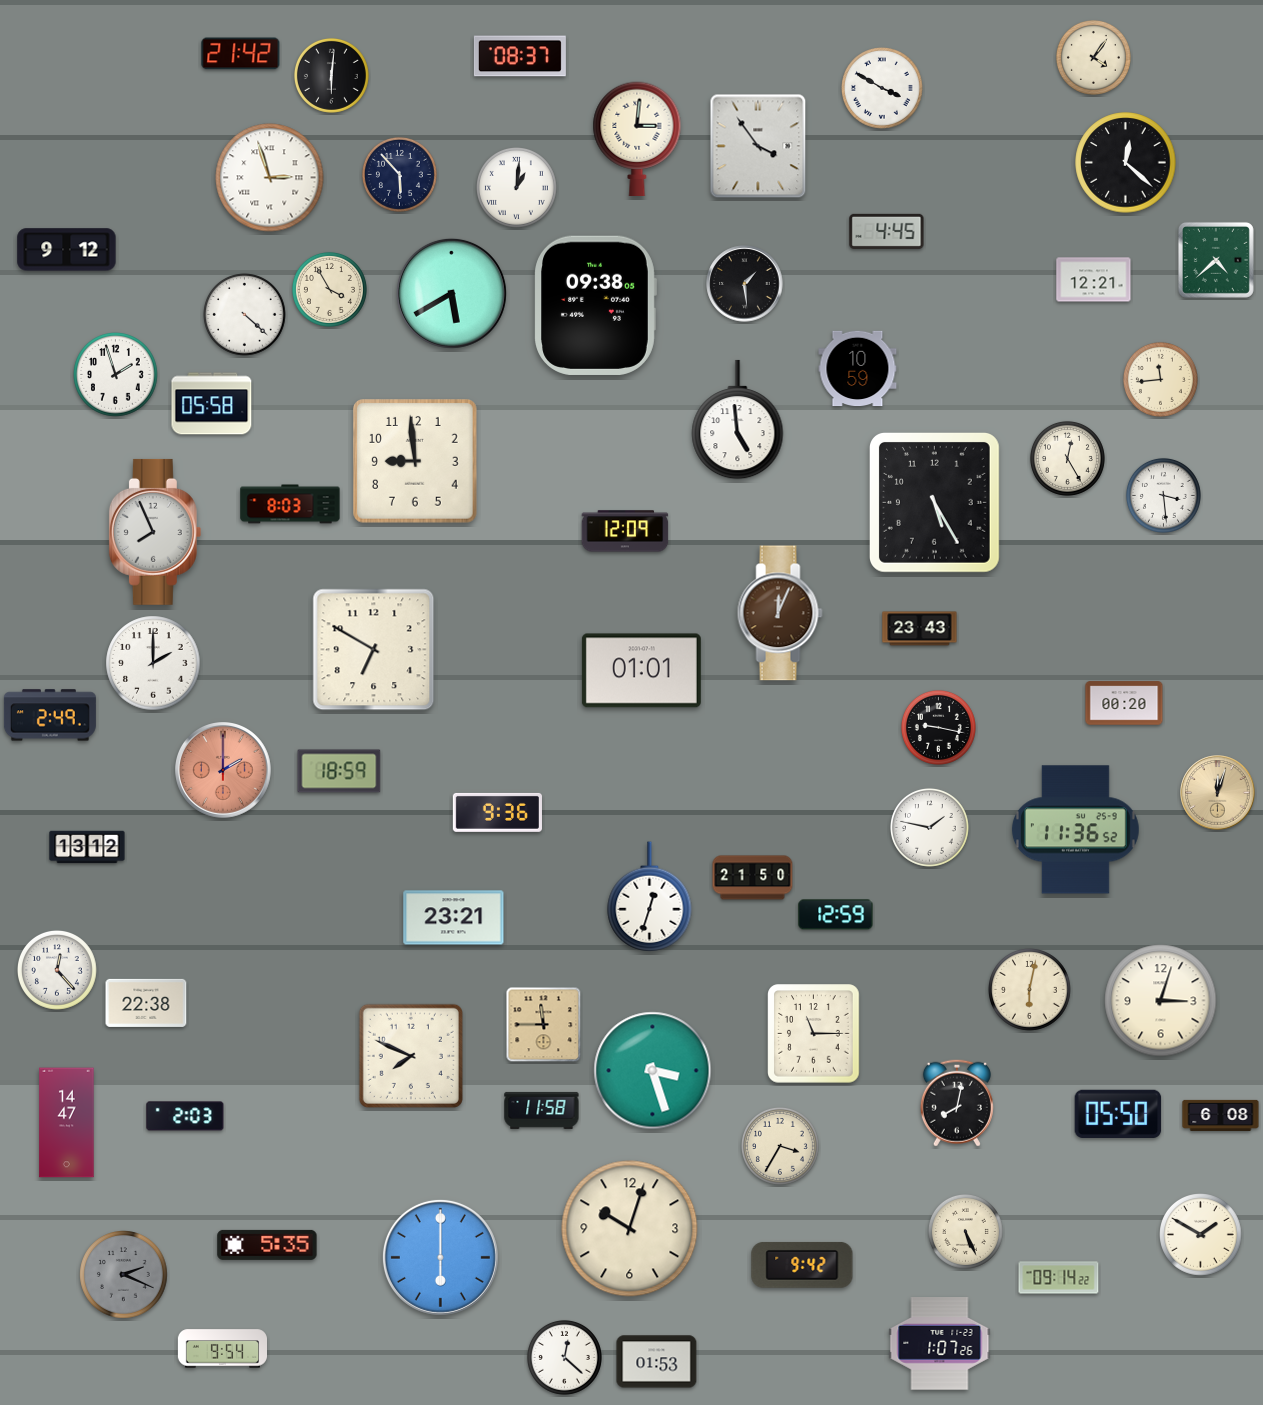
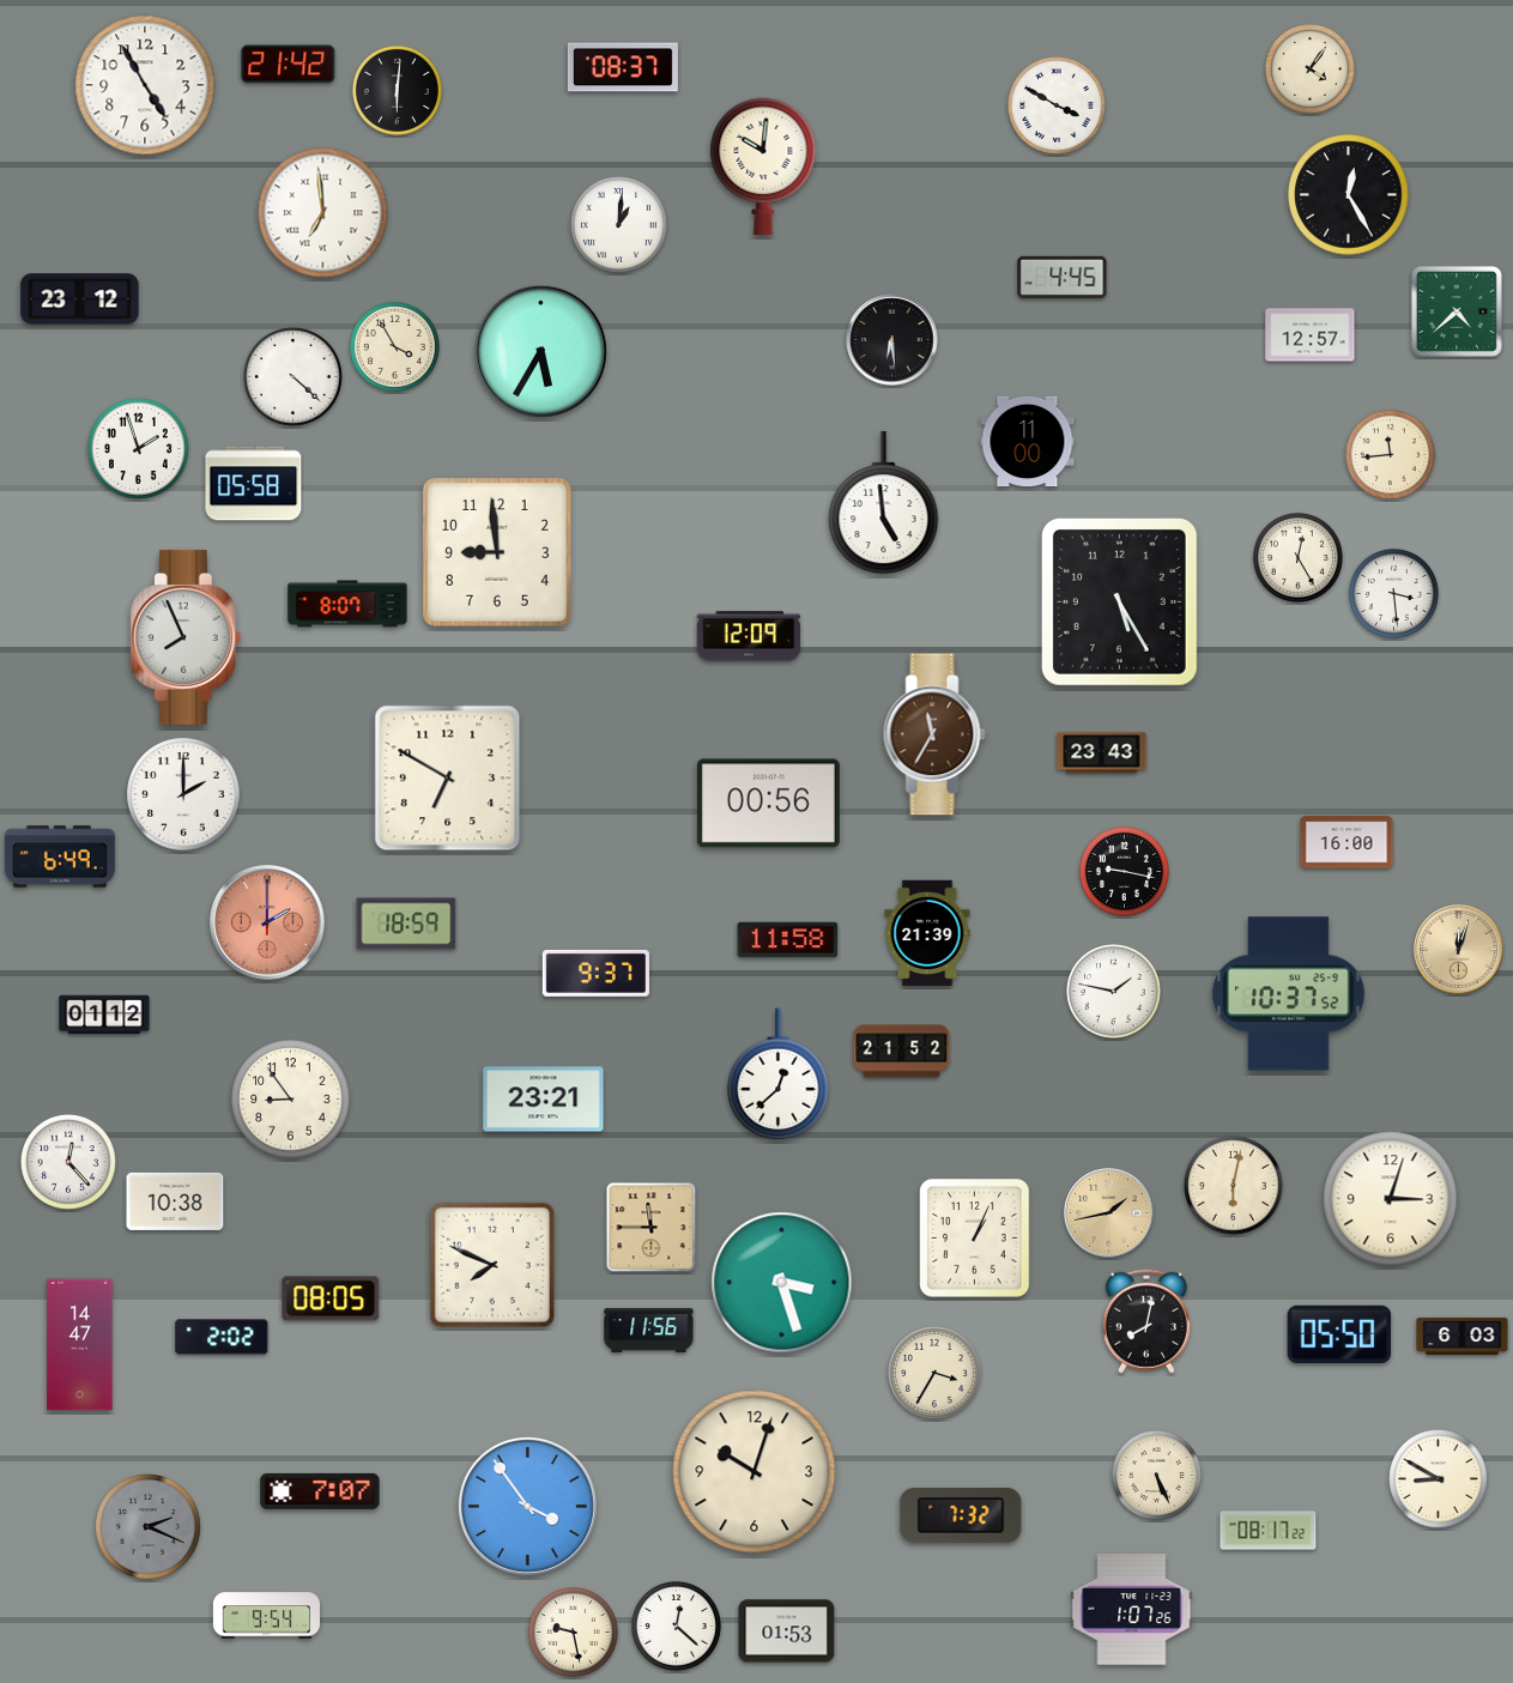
clock at (145, 85): none -> 4:55
clock at (637, 138): 3:01 -> 10:01
clock at (758, 146): 3:54 -> none
clock at (1126, 163): 12:22 -> 12:25
clock at (399, 174): 5:53 -> none
clock at (270, 178): 2:57 -> 6:59
clock at (67, 250): 9:12 -> 23:12
clock at (1094, 280): 12:21 -> 12:57
clock at (745, 284): 1:29 -> 6:29
clock at (451, 293): 5:40 -> 5:35
clock at (595, 305): 09:38 -> none
clock at (858, 369): 10:59 -> 11:00
clock at (1067, 458) position: (1067, 458) -> (1297, 557)
clock at (290, 504): 8:03 -> 8:07
clock at (780, 613): 12:04 -> 11:35
clock at (641, 671): 01:01 -> 00:56
clock at (1124, 703): 00:20 -> 16:00
clock at (50, 715): 2:49 -> 6:49
clock at (927, 933): none -> 21:39
clock at (788, 940): none -> 11:58
clock at (497, 812): 9:36 -> 9:37
clock at (1075, 830): 11:36 -> 10:37
clock at (87, 847): 13:12 -> 01:12
clock at (753, 878): 21:50 -> 21:52
clock at (650, 896): 12:33 -> 12:38
clock at (836, 915): 12:59 -> none
clock at (291, 1100): none -> 8:54
clock at (146, 1003): 22:38 -> 10:38
clock at (1109, 1213): none -> 1:43
clock at (814, 1034): 11:15 -> 1:04
clock at (331, 1298): none -> 08:05
clock at (542, 1110): 11:58 -> 11:56
clock at (1221, 1115): 6:08 -> 6:03
clock at (185, 1116): 2:03 -> 2:02
clock at (1201, 1235): 1:50 -> 8:50
clock at (267, 1245): 5:35 -> 7:07
clock at (440, 1257): 6:00 -> 3:54
clock at (802, 1265): 9:42 -> 7:32
clock at (1059, 1278): 09:14 -> 08:17
clock at (940, 1344) position: (940, 1344) -> (1132, 1610)
clock at (573, 1631): none -> 9:28
